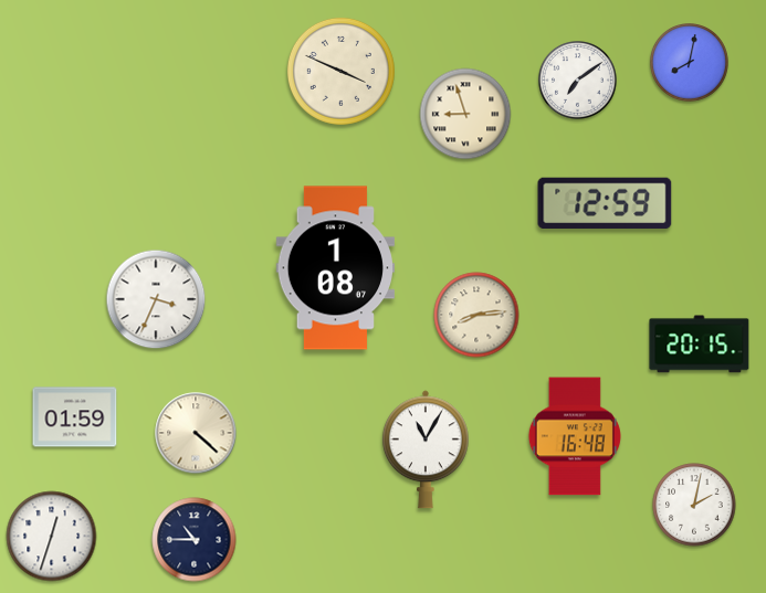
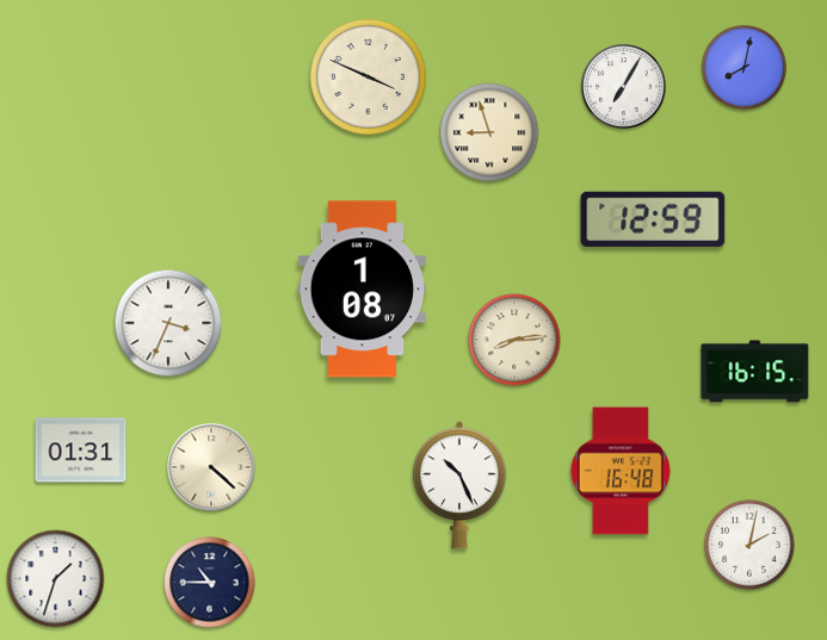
clock at (578, 81): 7:09 -> 7:05
clock at (465, 114) position: (465, 114) -> (489, 132)
clock at (700, 345): 20:15 -> 16:15
clock at (75, 417): 01:59 -> 01:31
clock at (426, 449): 11:05 -> 10:26
clock at (52, 537): 12:33 -> 1:33
